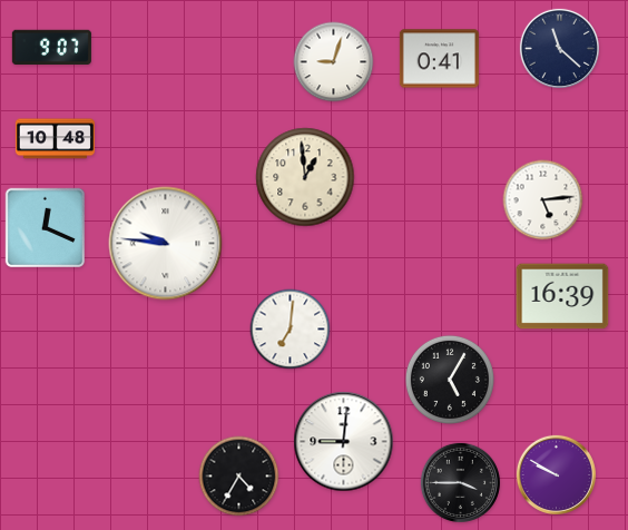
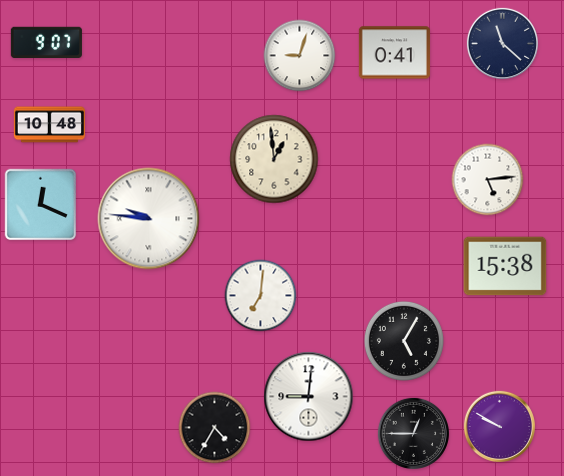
clock at (562, 296): 16:39 -> 15:38
clock at (460, 482): 3:45 -> 12:45
